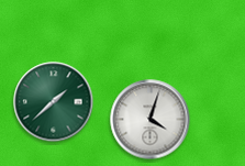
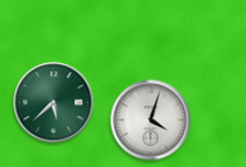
clock at (54, 102): 1:38 -> 5:38
